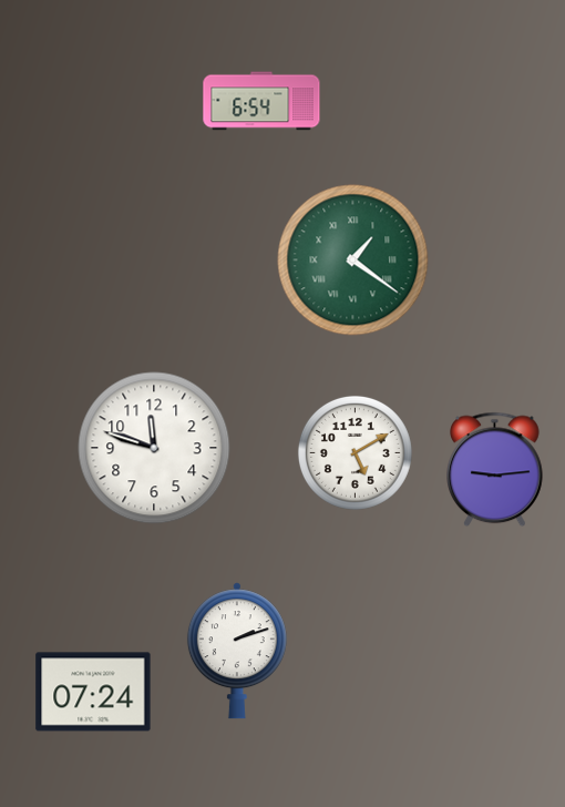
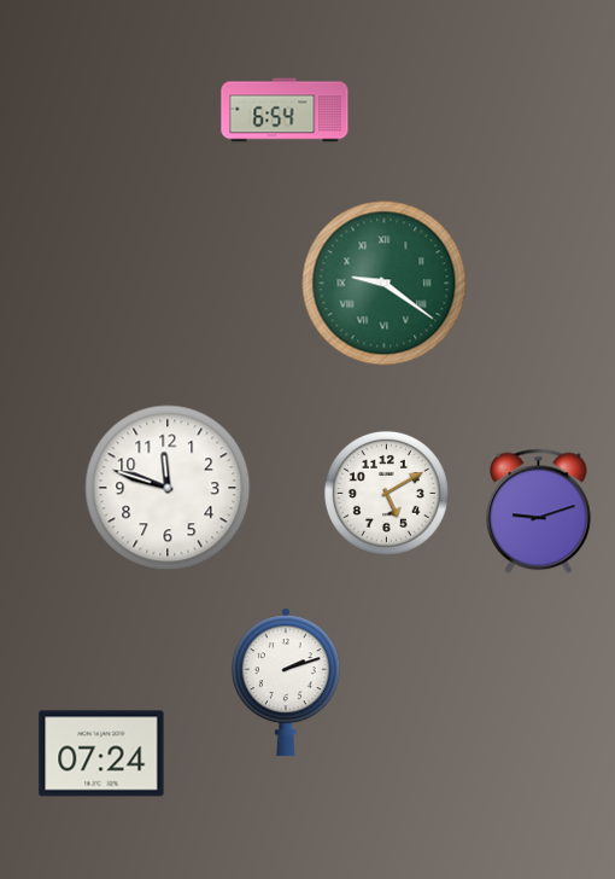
clock at (353, 261): 1:21 -> 9:21
clock at (495, 470): 9:14 -> 9:12
clock at (237, 651) position: (237, 651) -> (286, 682)
